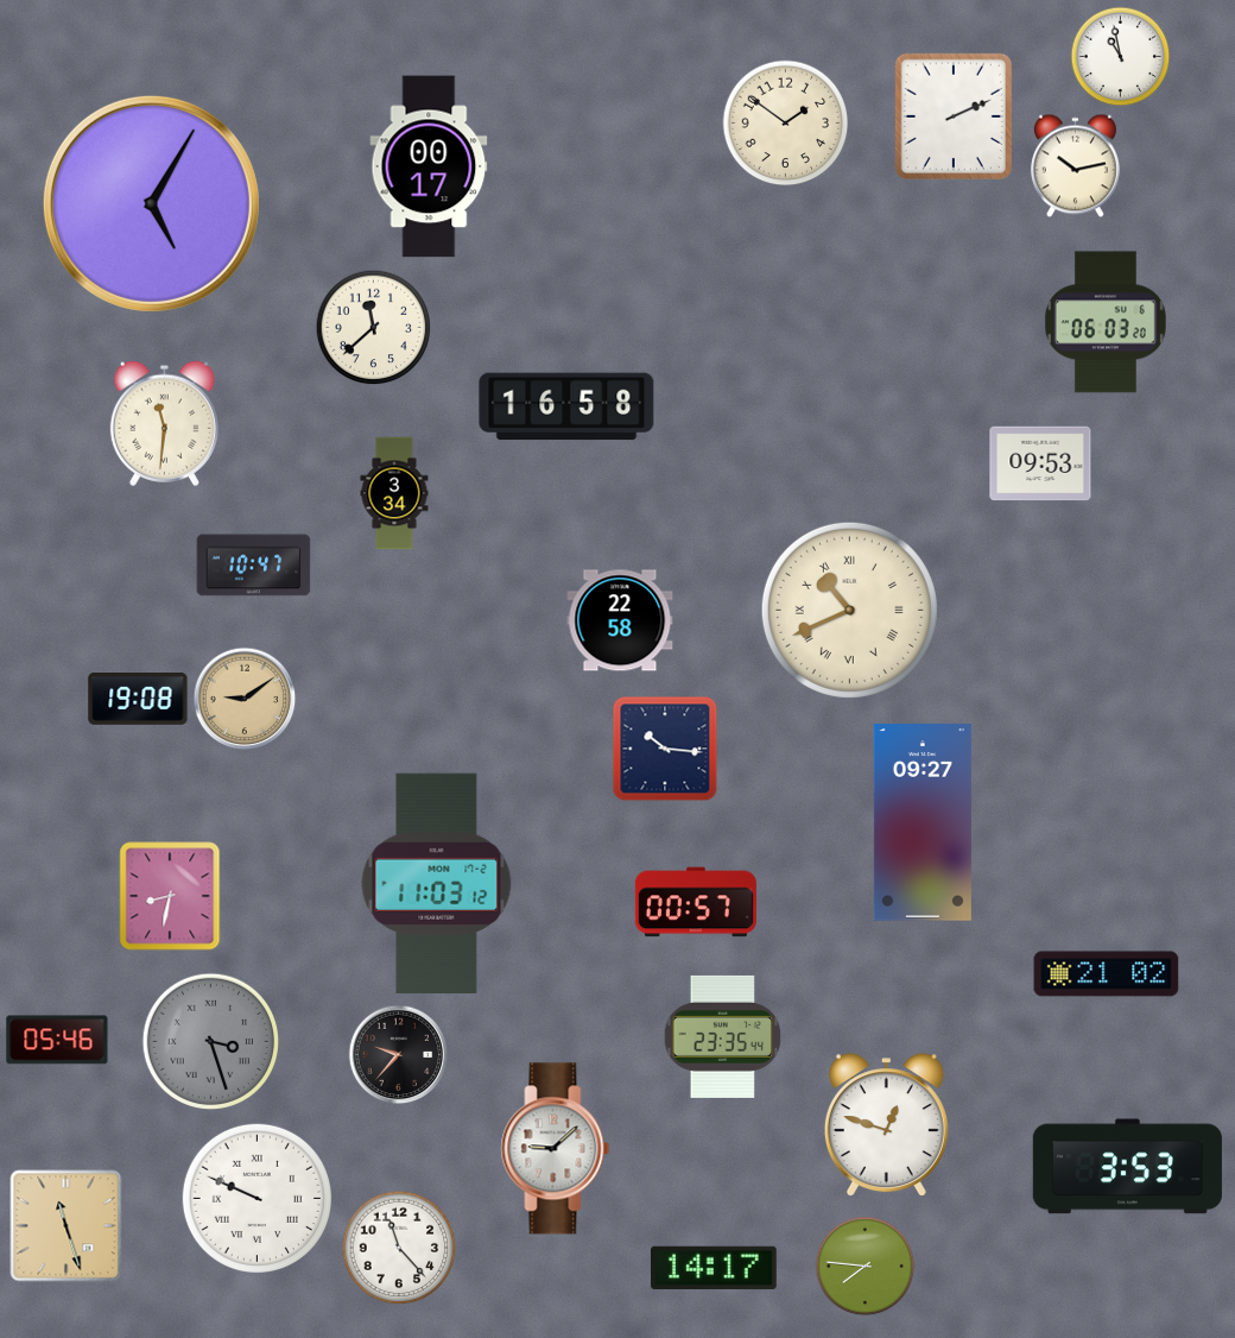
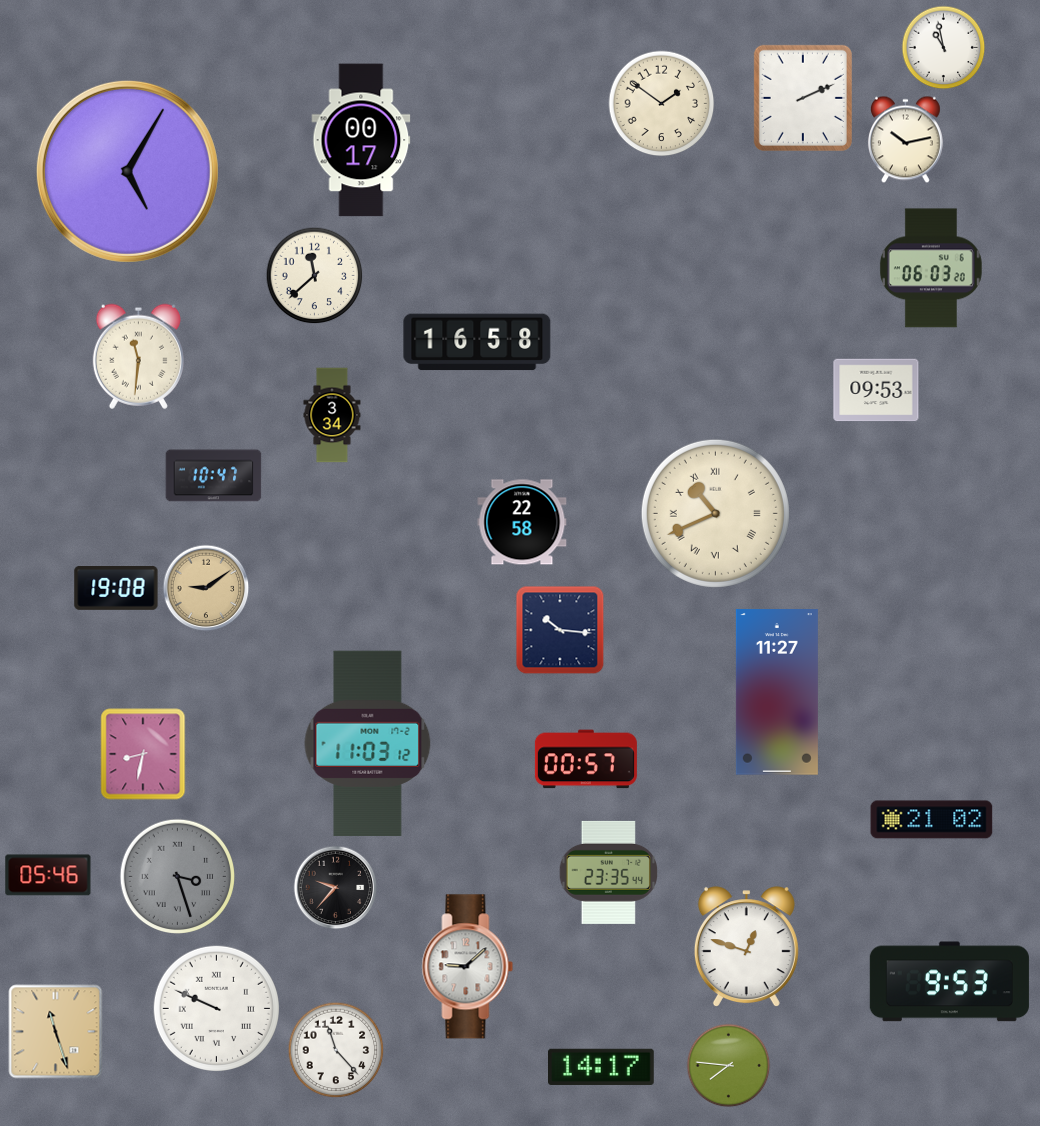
clock at (1106, 322) position: (1106, 322) -> (931, 268)
clock at (923, 822): 09:27 -> 11:27
clock at (1127, 1167): 3:53 -> 9:53
